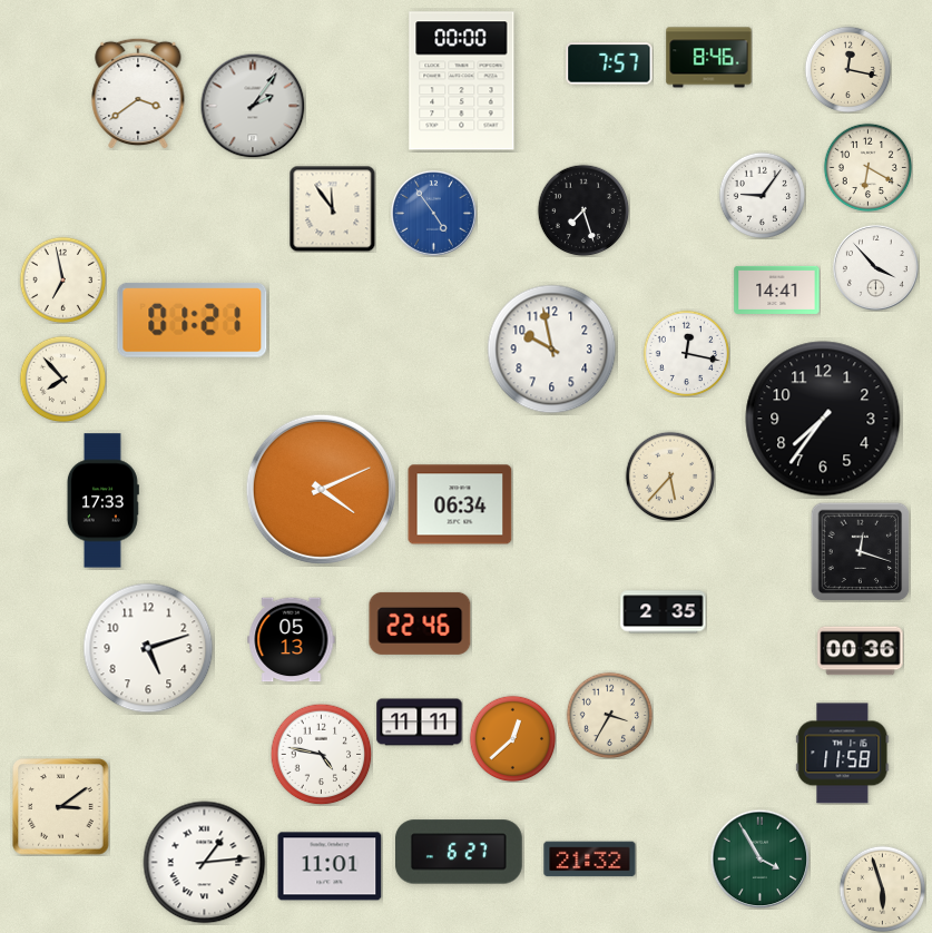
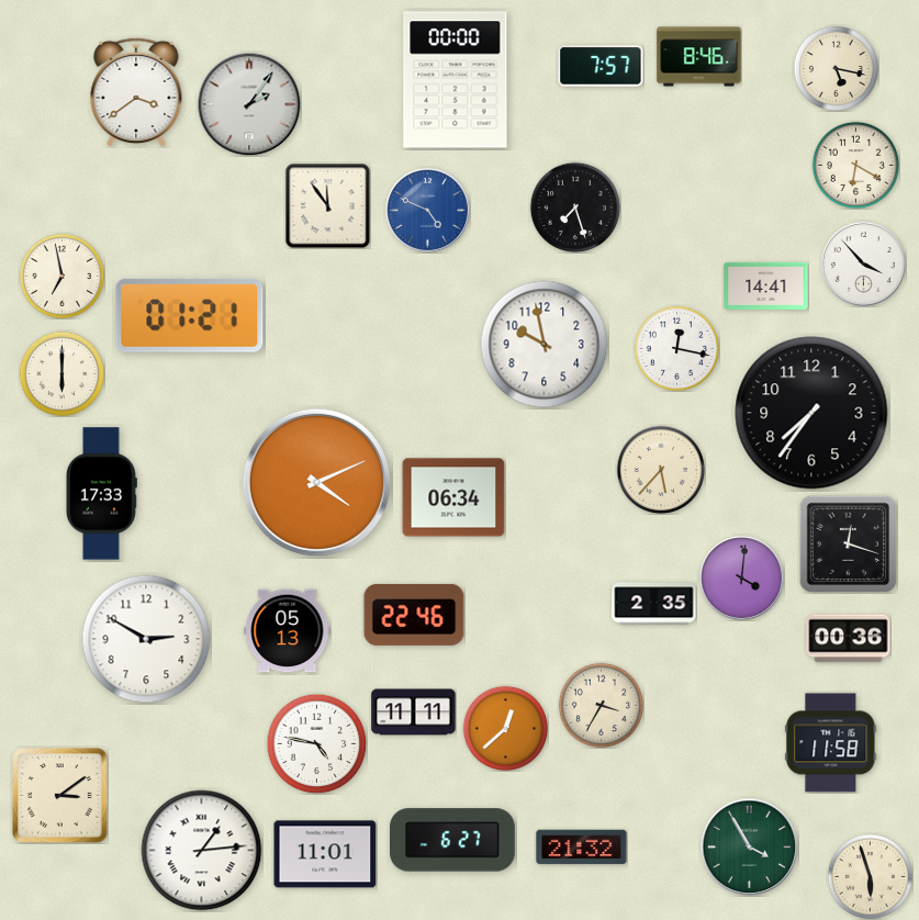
clock at (609, 63) position: (609, 63) -> (601, 66)
clock at (847, 69): 12:17 -> 5:17
clock at (762, 195): 9:06 -> none
clock at (433, 213): 4:54 -> 4:49
clock at (62, 379): 7:53 -> 6:00
clock at (741, 577): none -> 4:01
clock at (148, 648): 5:12 -> 2:50
clock at (861, 651) position: (861, 651) -> (849, 639)
